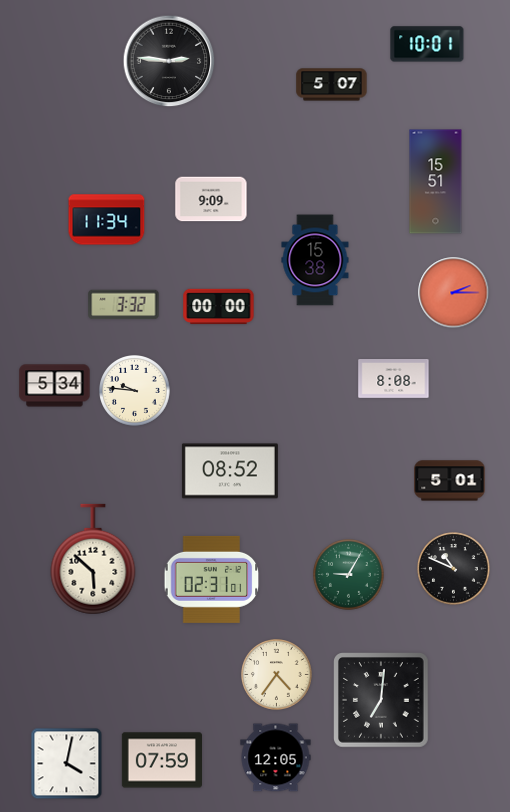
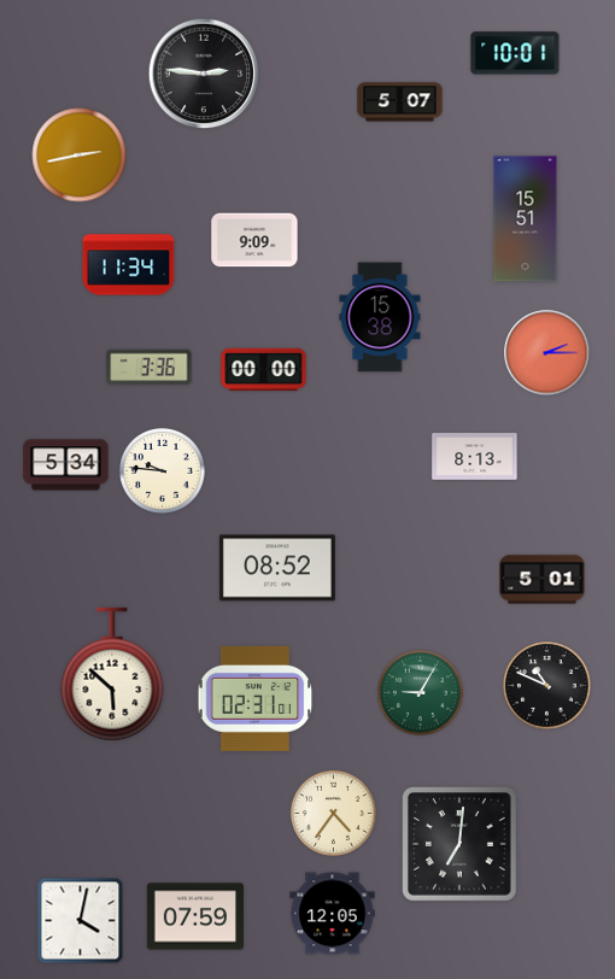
clock at (80, 156): none -> 2:43
clock at (315, 260) position: (315, 260) -> (380, 317)
clock at (124, 305): 3:32 -> 3:36
clock at (394, 379): 8:08 -> 8:13
